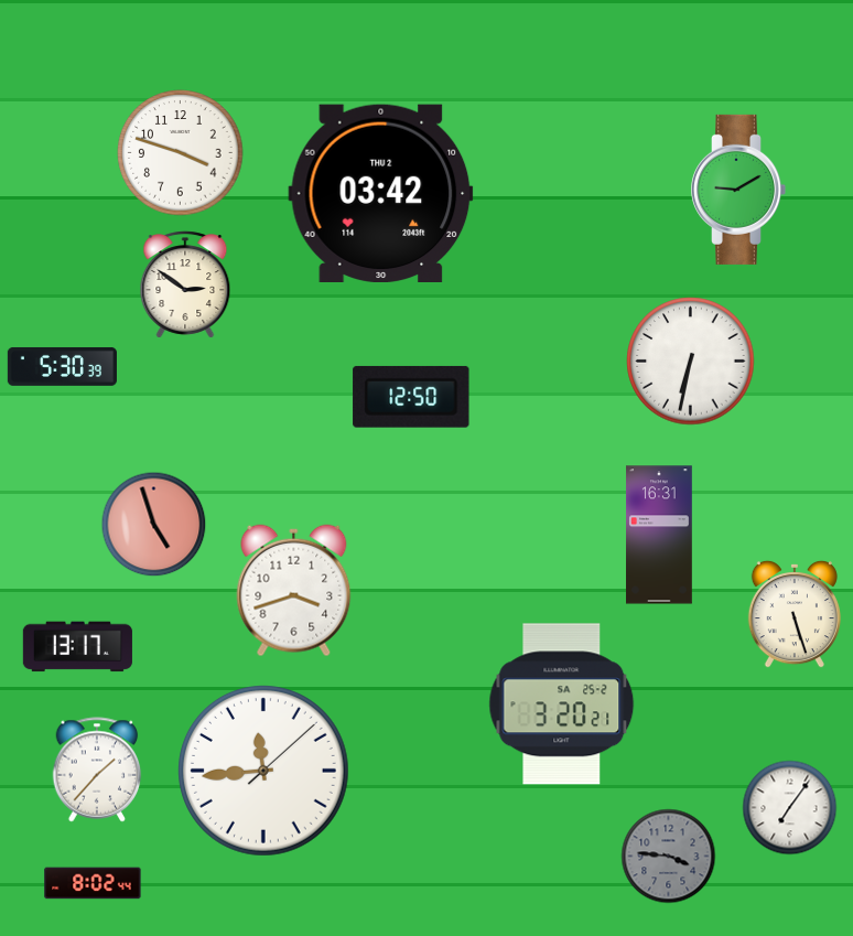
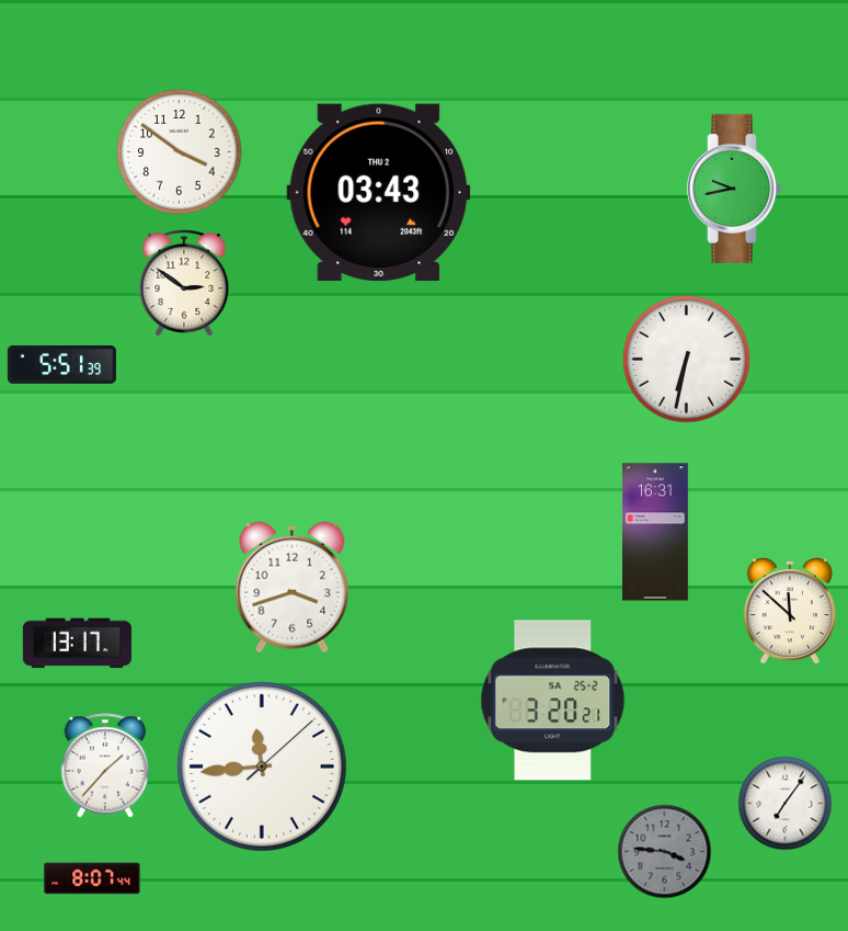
clock at (181, 153): 3:48 -> 3:51
clock at (739, 190): 9:10 -> 9:43
clock at (381, 193): 03:42 -> 03:43
clock at (62, 366): 5:30 -> 5:51
clock at (411, 397): 12:50 -> none
clock at (154, 525): 4:57 -> none
clock at (795, 614): 5:27 -> 11:52
clock at (562, 704) position: (562, 704) -> (553, 701)
clock at (97, 770) position: (97, 770) -> (105, 765)
clock at (93, 883): 8:02 -> 8:07
